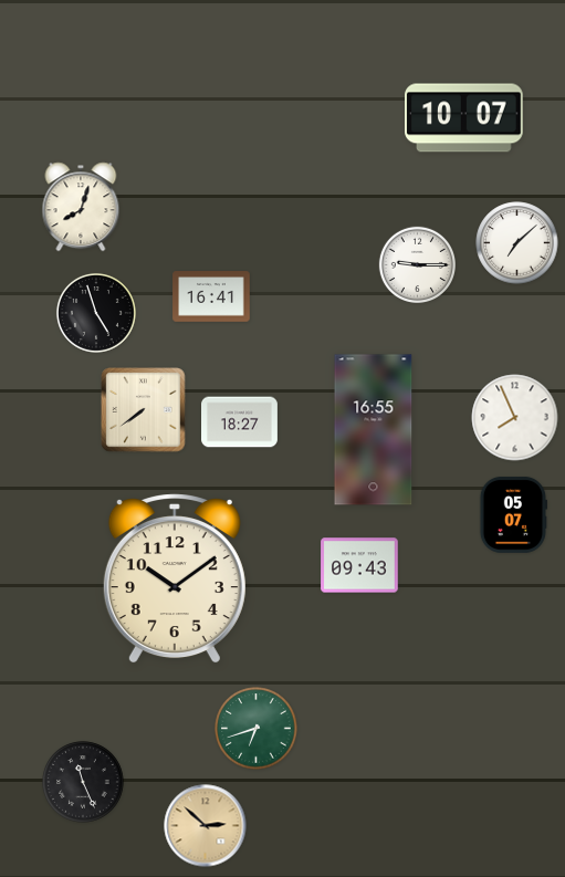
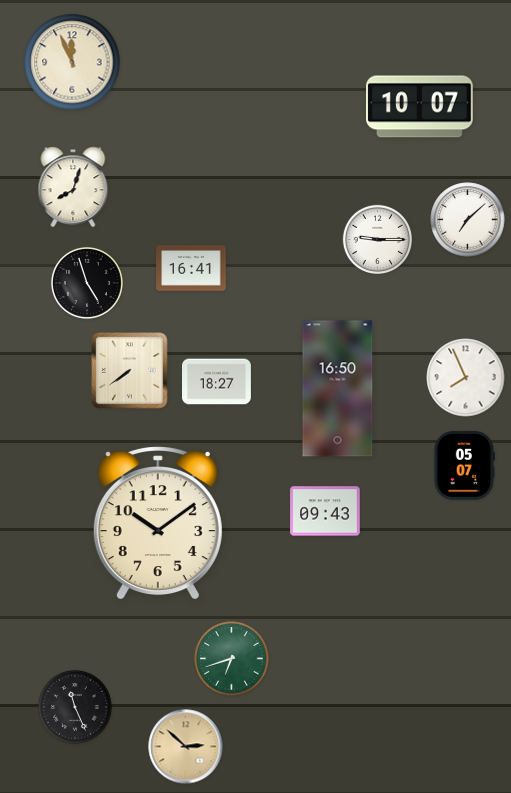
clock at (72, 62): none -> 11:56
clock at (374, 430): 16:55 -> 16:50
